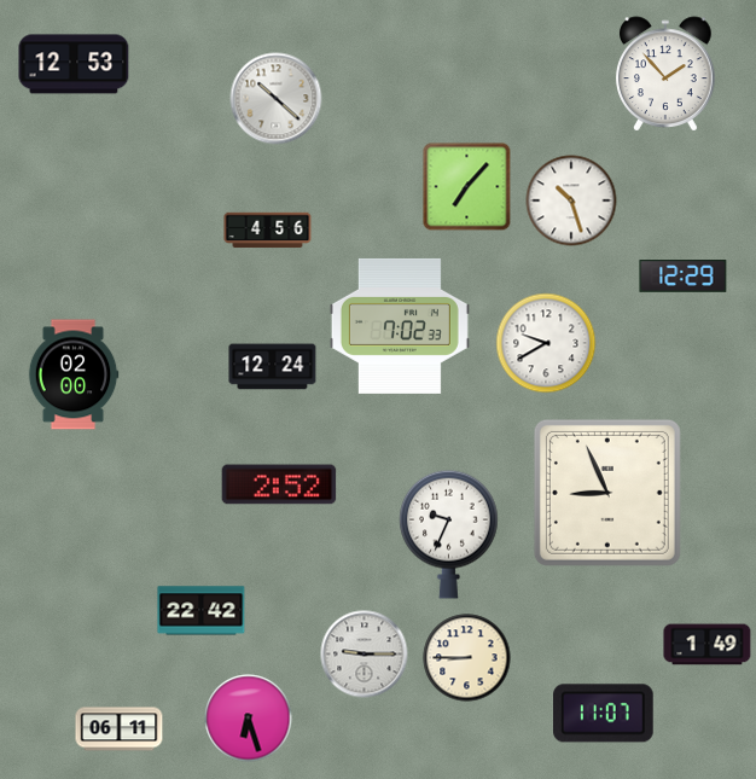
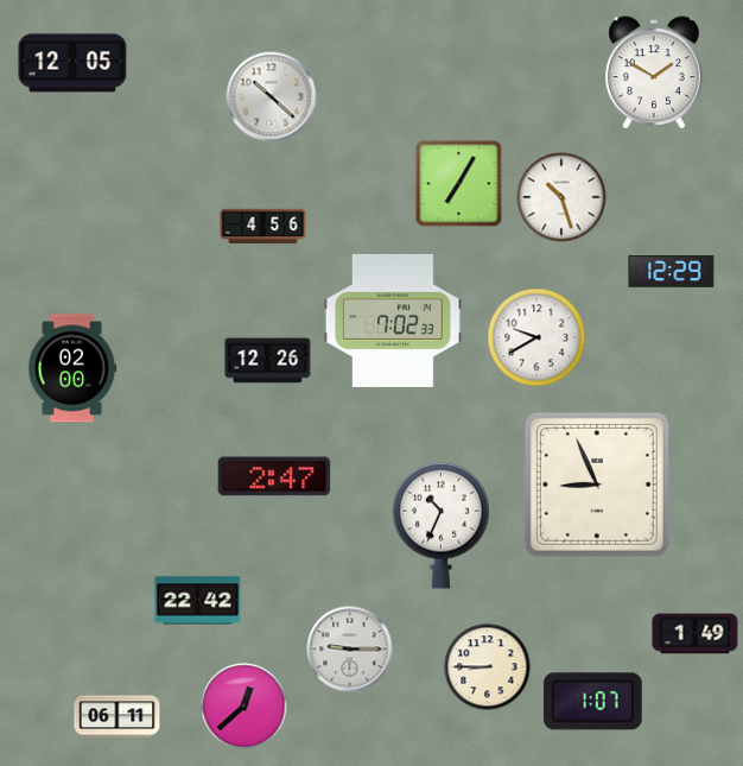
clock at (74, 64): 12:53 -> 12:05
clock at (667, 74): 1:53 -> 1:50
clock at (467, 187): 7:07 -> 7:05
clock at (273, 367): 12:24 -> 12:26
clock at (279, 484): 2:52 -> 2:47
clock at (449, 534): 9:34 -> 10:34
clock at (365, 655) position: (365, 655) -> (350, 650)
clock at (467, 658) position: (467, 658) -> (488, 667)
clock at (604, 714): 11:07 -> 1:07
clock at (249, 719): 6:27 -> 12:38
